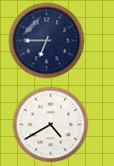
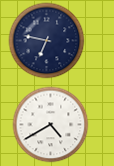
clock at (47, 41): 6:45 -> 6:47
